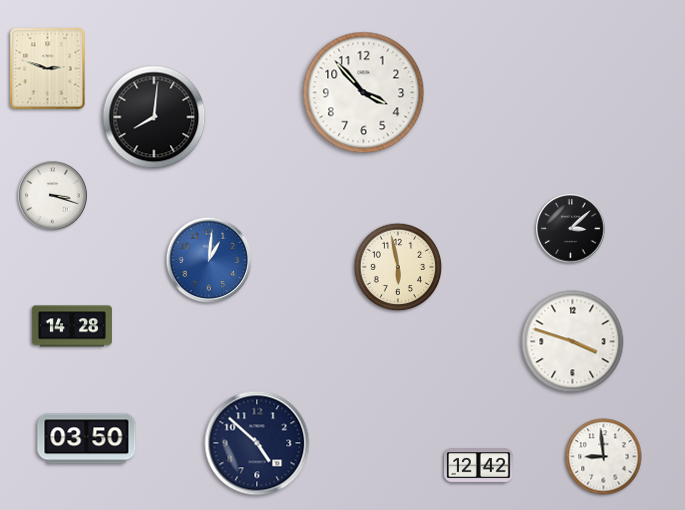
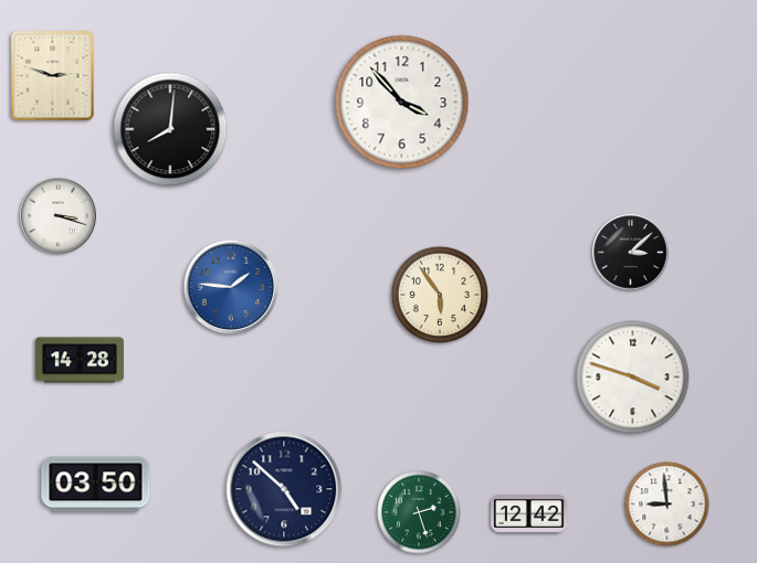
clock at (209, 260): 1:01 -> 1:46
clock at (398, 267): 5:58 -> 5:54
clock at (419, 512): none -> 2:27
